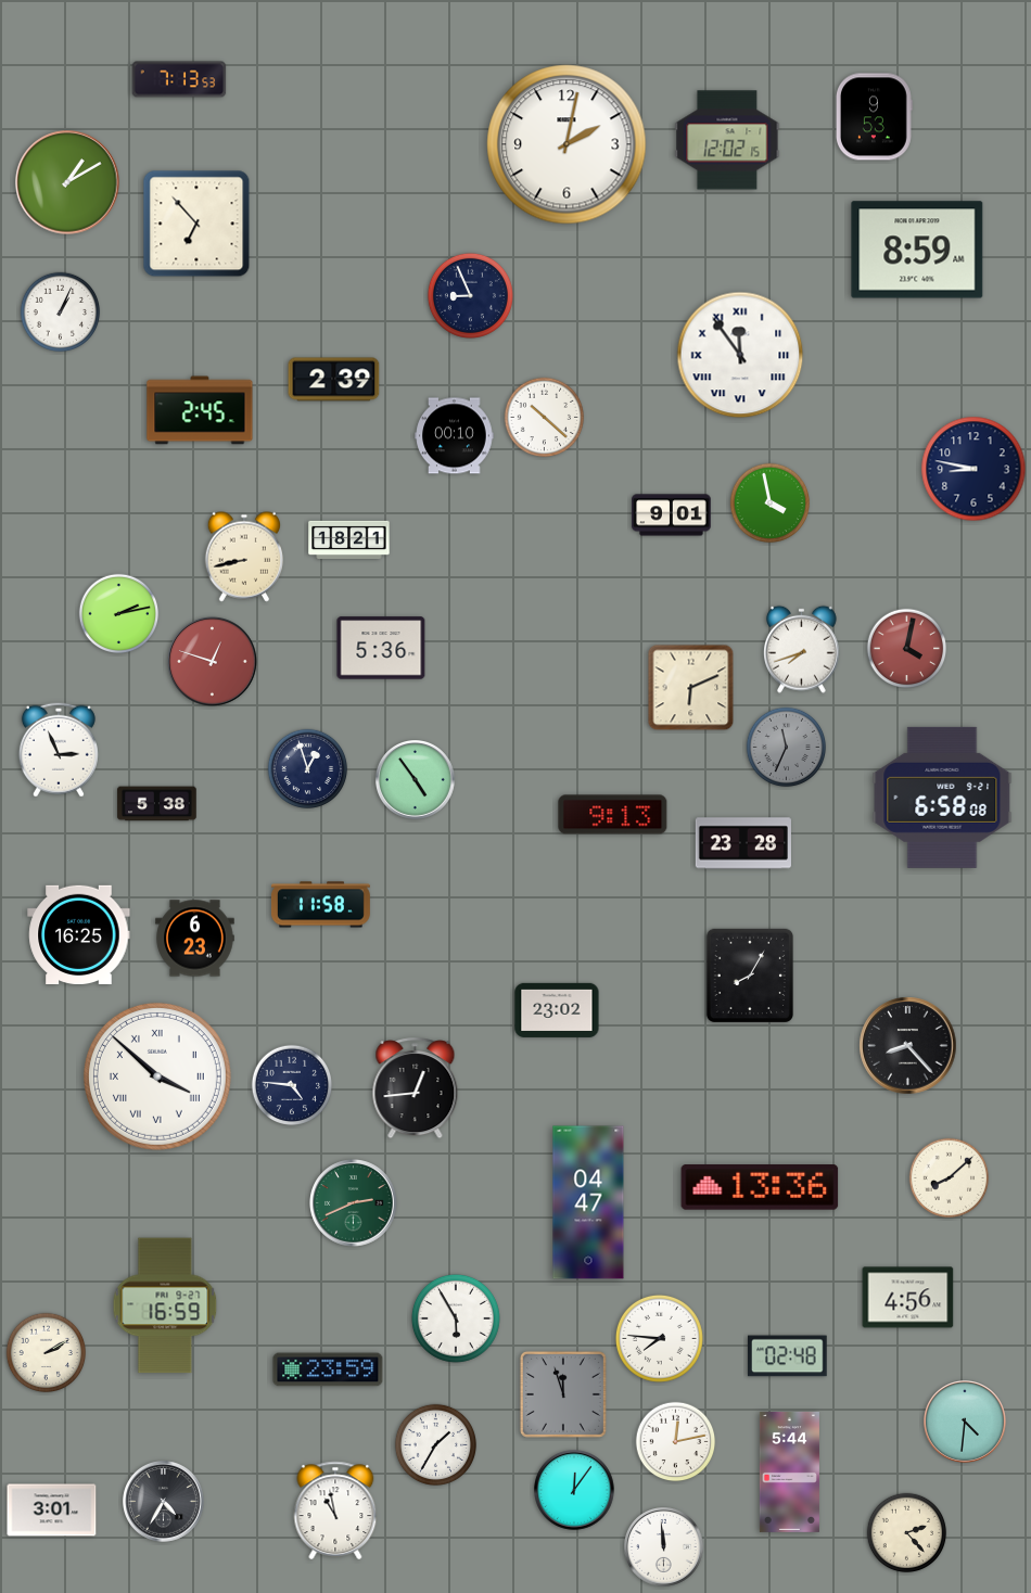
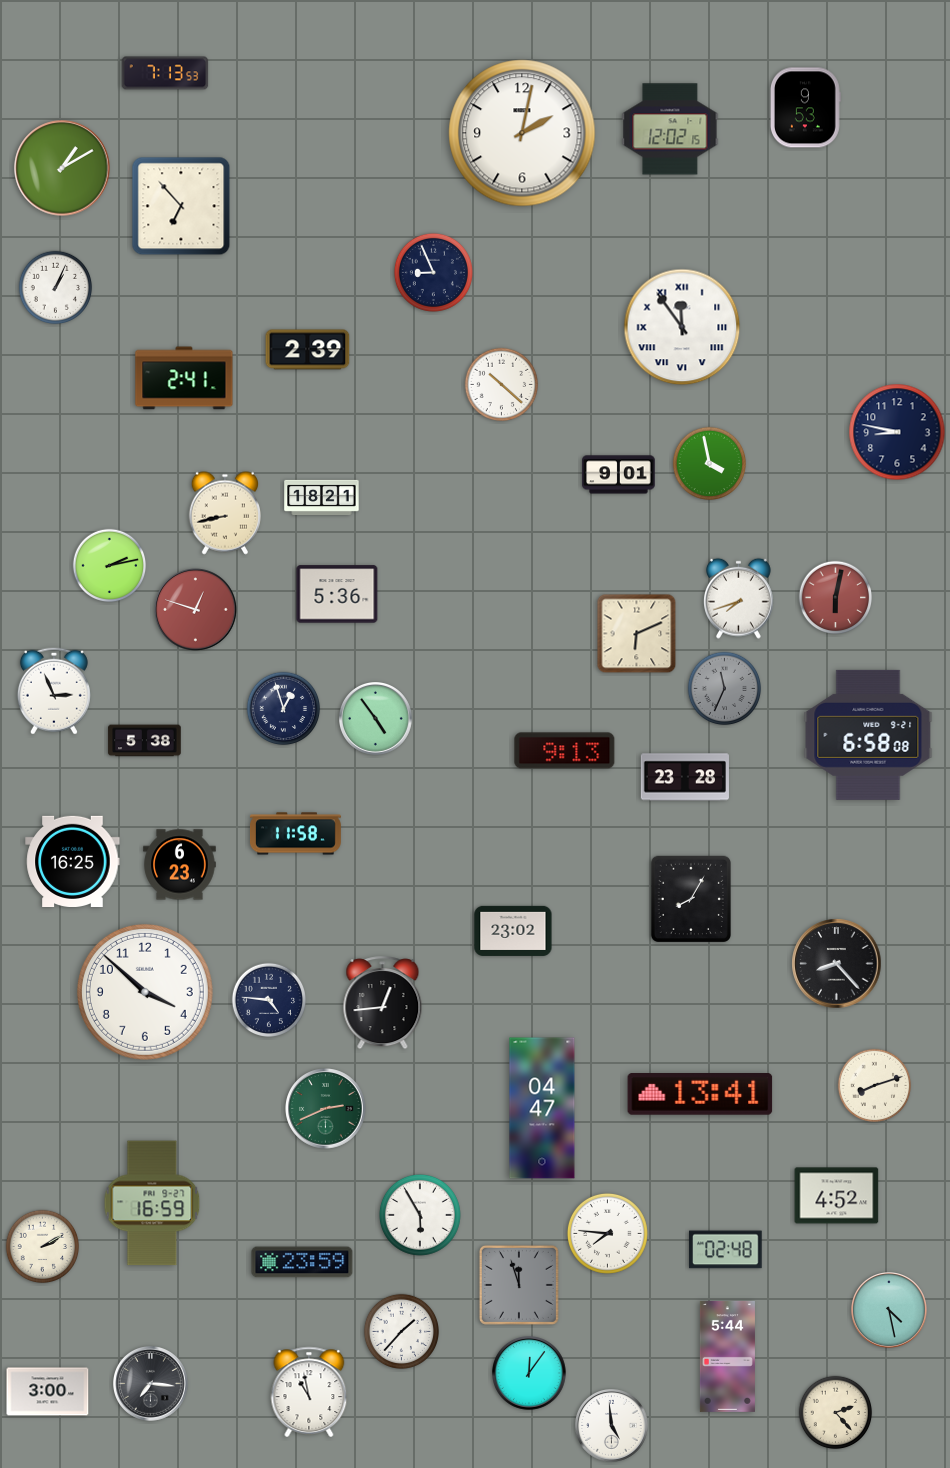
clock at (917, 250): 8:59 -> none
clock at (200, 410): 2:45 -> 2:41
clock at (455, 436): 00:10 -> none
clock at (381, 648) position: (381, 648) -> (337, 594)
clock at (907, 649): 4:02 -> 6:02
clock at (416, 780) position: (416, 780) -> (376, 719)
clock at (157, 1076) numerals: Roman -> Arabic
clock at (950, 1178): 8:08 -> 8:12
clock at (760, 1187): 13:36 -> 13:41
clock at (908, 1298): 4:56 -> 4:52
clock at (966, 1423): 4:31 -> 4:28
clock at (676, 1442): 12:13 -> none
clock at (435, 1444): 1:35 -> 1:37
clock at (164, 1502): 4:35 -> 7:16
clock at (52, 1511): 3:01 -> 3:00
clock at (664, 1547): 11:59 -> 4:59
